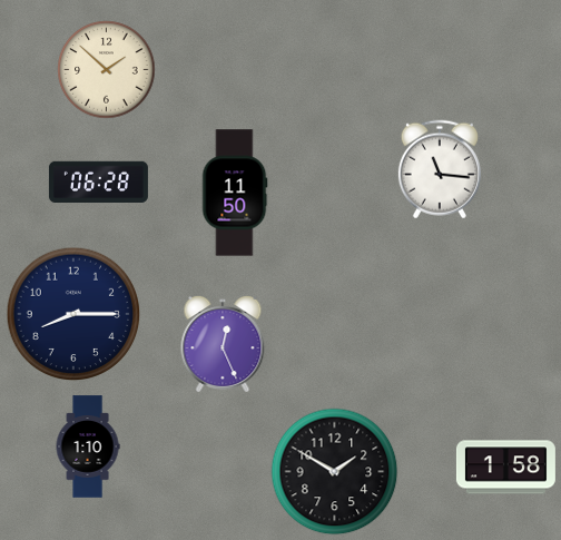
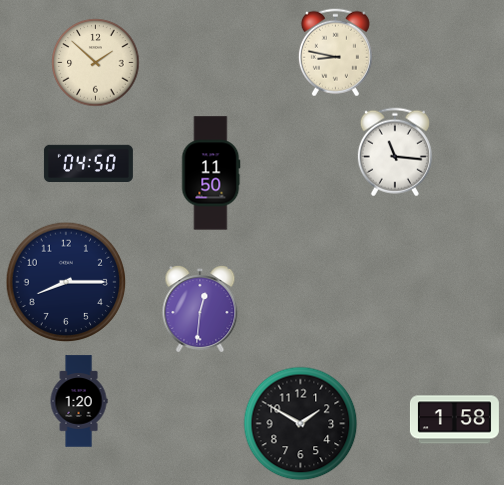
clock at (335, 53): none -> 8:47
clock at (98, 181): 06:28 -> 04:50
clock at (223, 345): 12:26 -> 12:31
clock at (88, 446): 1:10 -> 1:20
